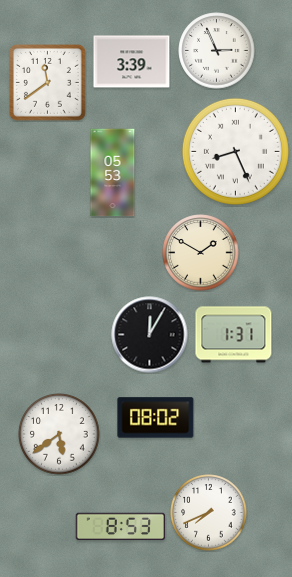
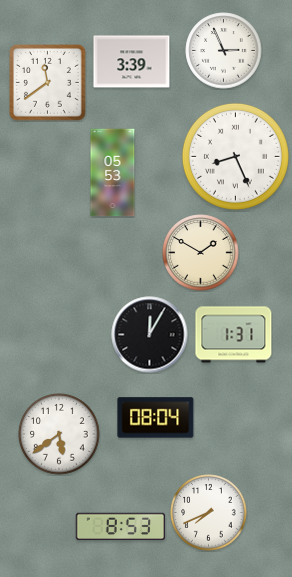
clock at (217, 51) position: (217, 51) -> (224, 51)
clock at (235, 151) position: (235, 151) -> (235, 156)
clock at (156, 418): 08:02 -> 08:04
